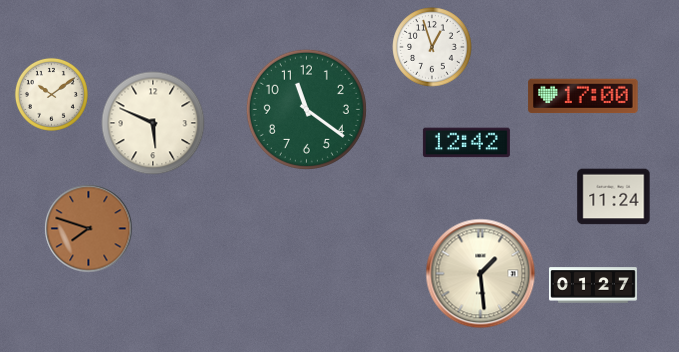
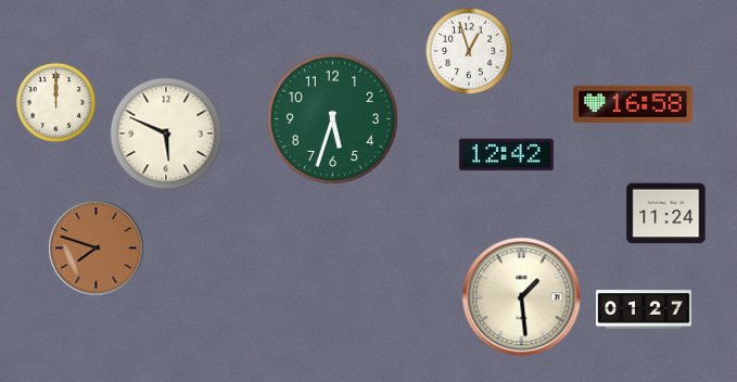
clock at (51, 94): 10:09 -> 12:00
clock at (583, 96): 17:00 -> 16:58
clock at (306, 109): 11:21 -> 5:33
